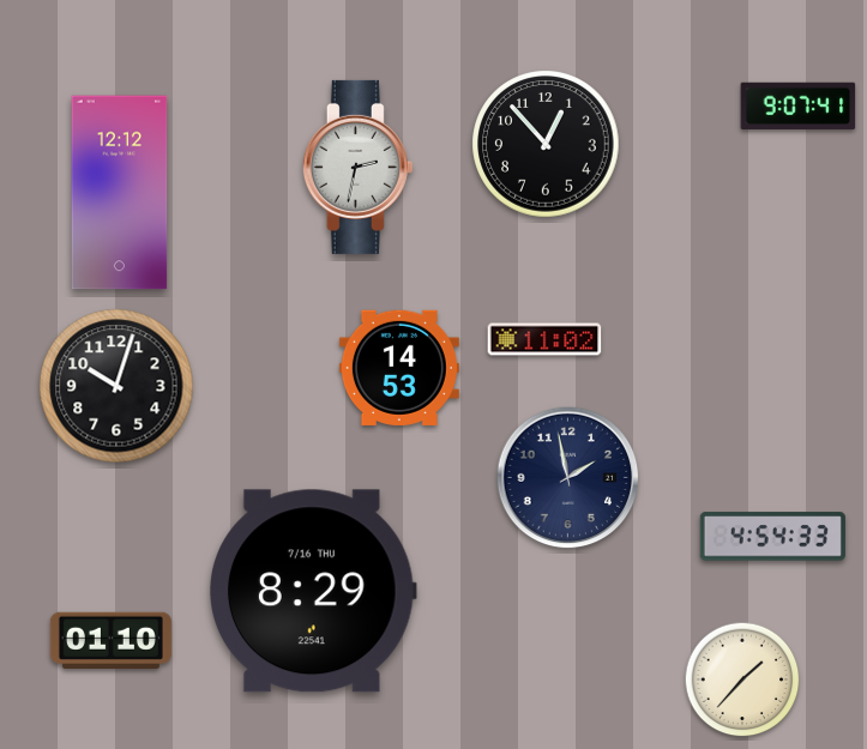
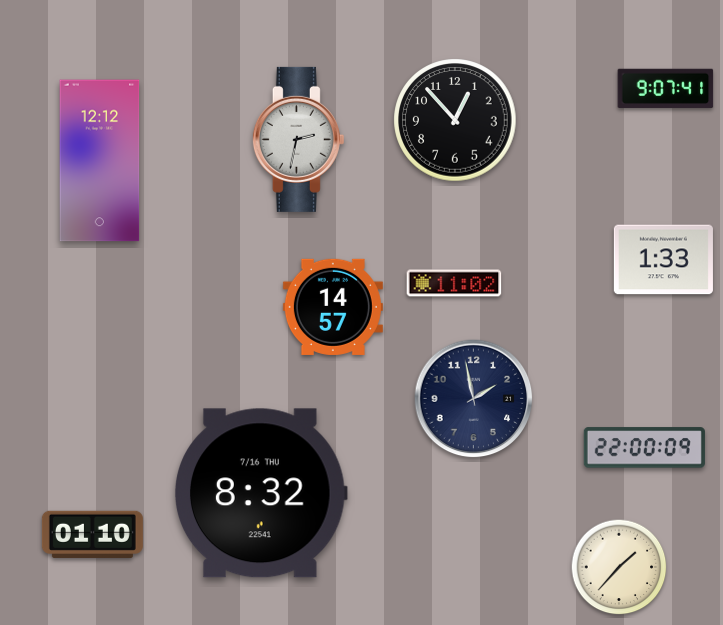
clock at (663, 260): none -> 1:33
clock at (399, 368): 14:53 -> 14:57
clock at (116, 386): 10:03 -> none
clock at (772, 537): 4:54 -> 22:00
clock at (313, 591): 8:29 -> 8:32
